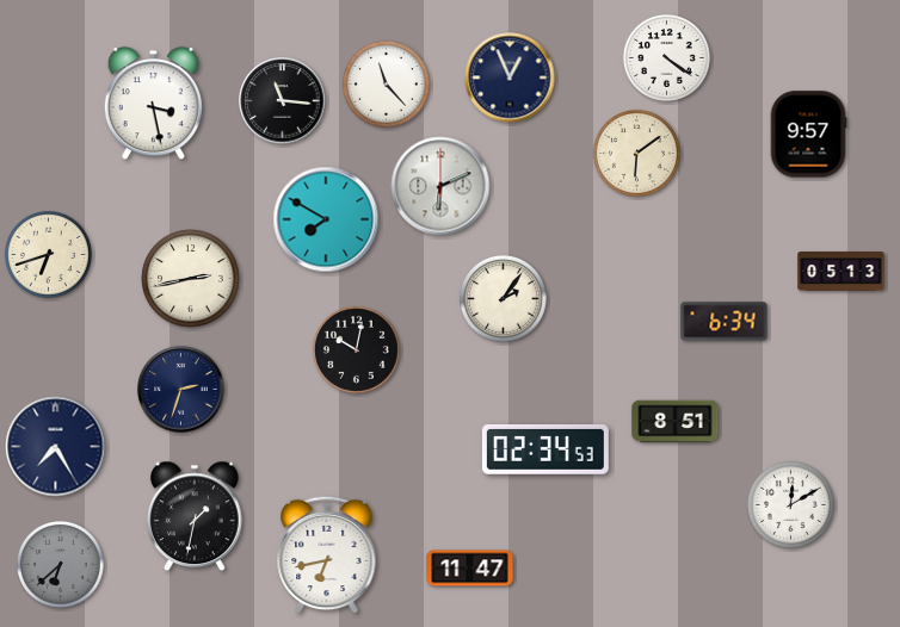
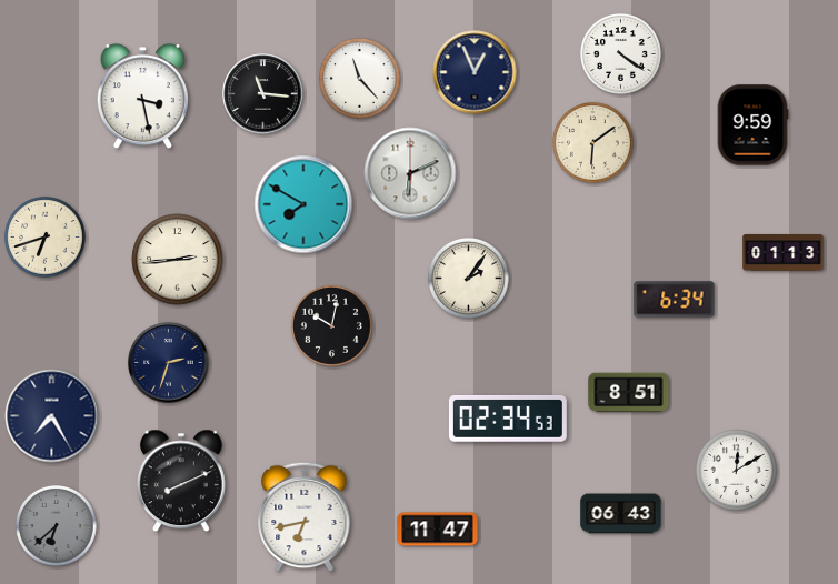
clock at (808, 135): 9:57 -> 9:59
clock at (842, 272): 05:13 -> 01:13
clock at (191, 279): 2:43 -> 2:44
clock at (196, 516): 1:32 -> 8:11
clock at (621, 514): none -> 06:43
